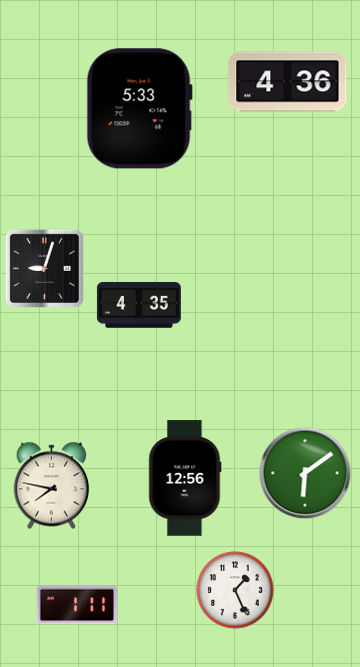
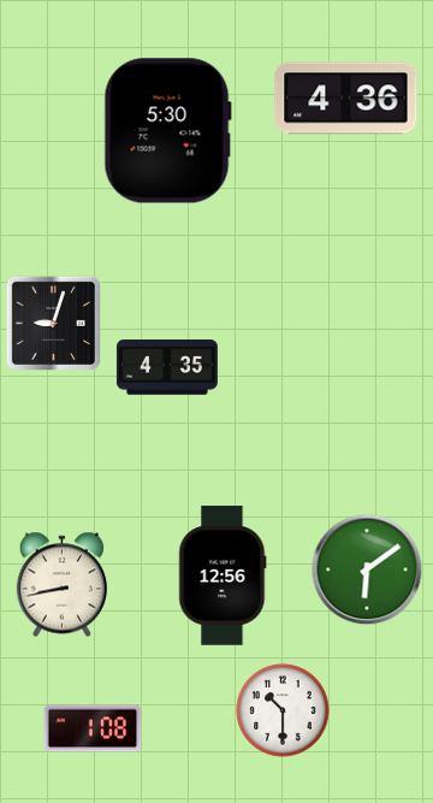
clock at (139, 109): 5:33 -> 5:30
clock at (51, 486): 7:47 -> 8:43
clock at (235, 590): 1:26 -> 10:30
clock at (77, 605): 1:11 -> 1:08
